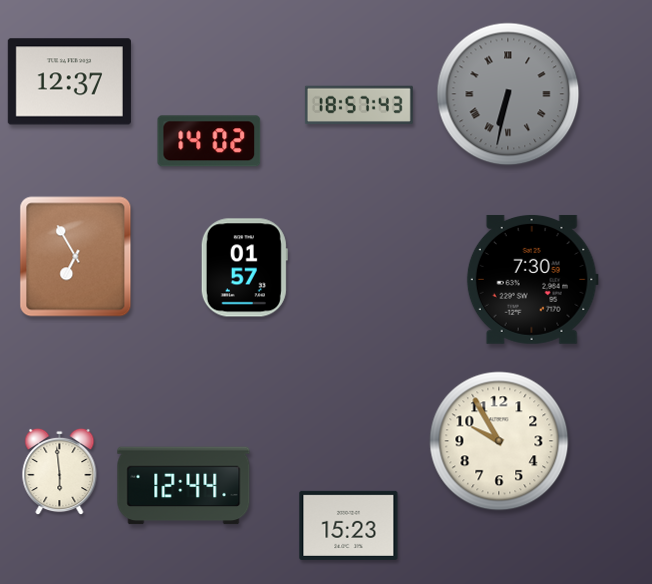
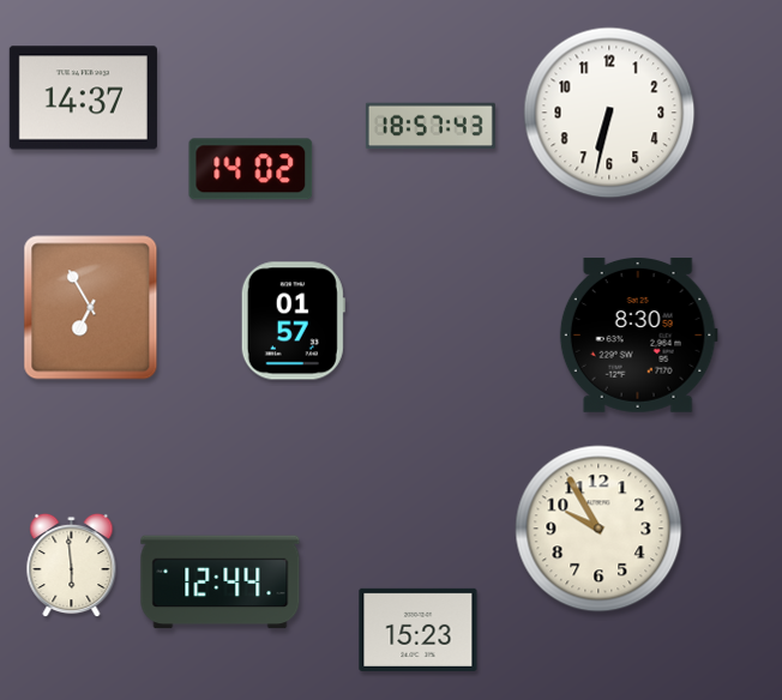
clock at (69, 82): 12:37 -> 14:37
clock at (508, 94) dial: grey -> white
clock at (508, 94) numerals: Roman -> Arabic
clock at (532, 279): 7:30 -> 8:30
